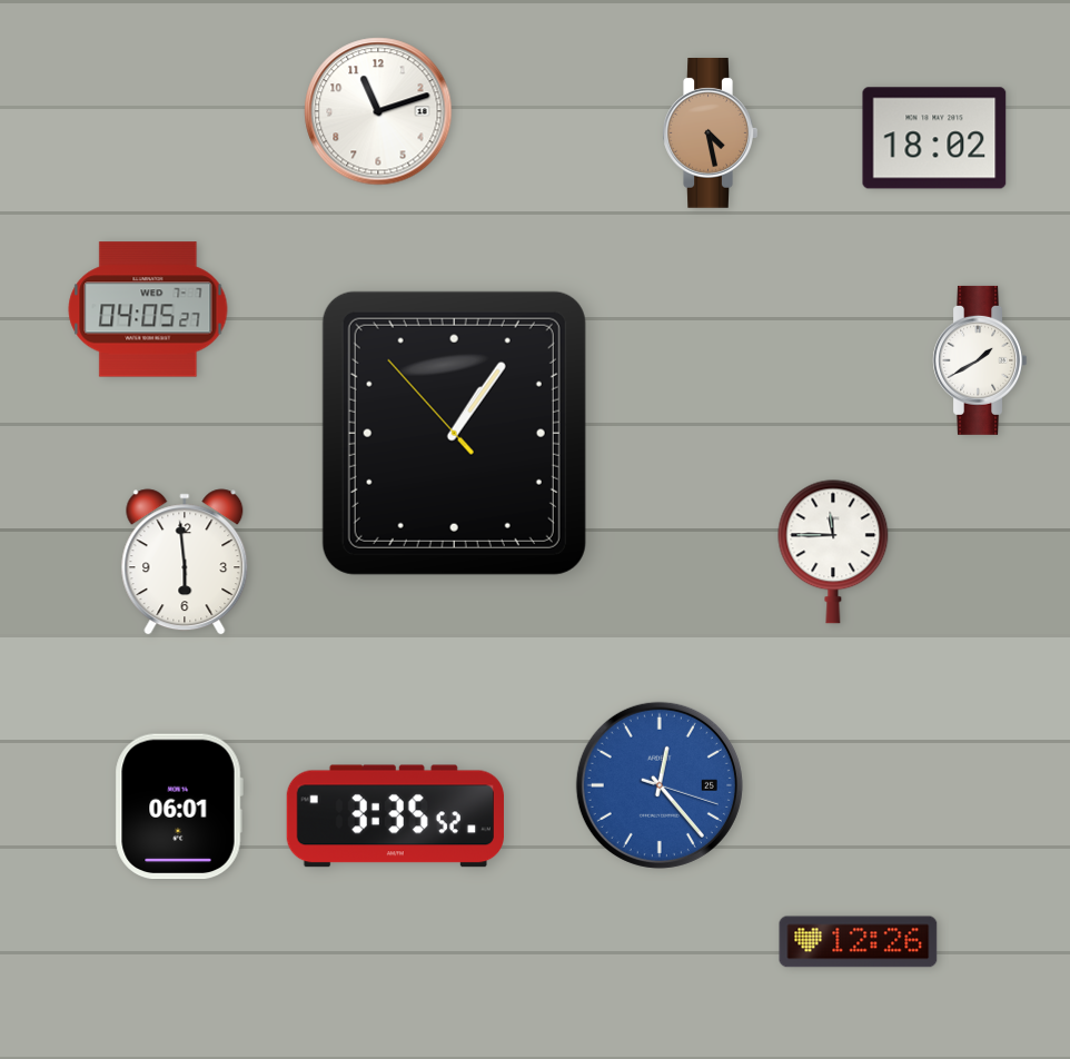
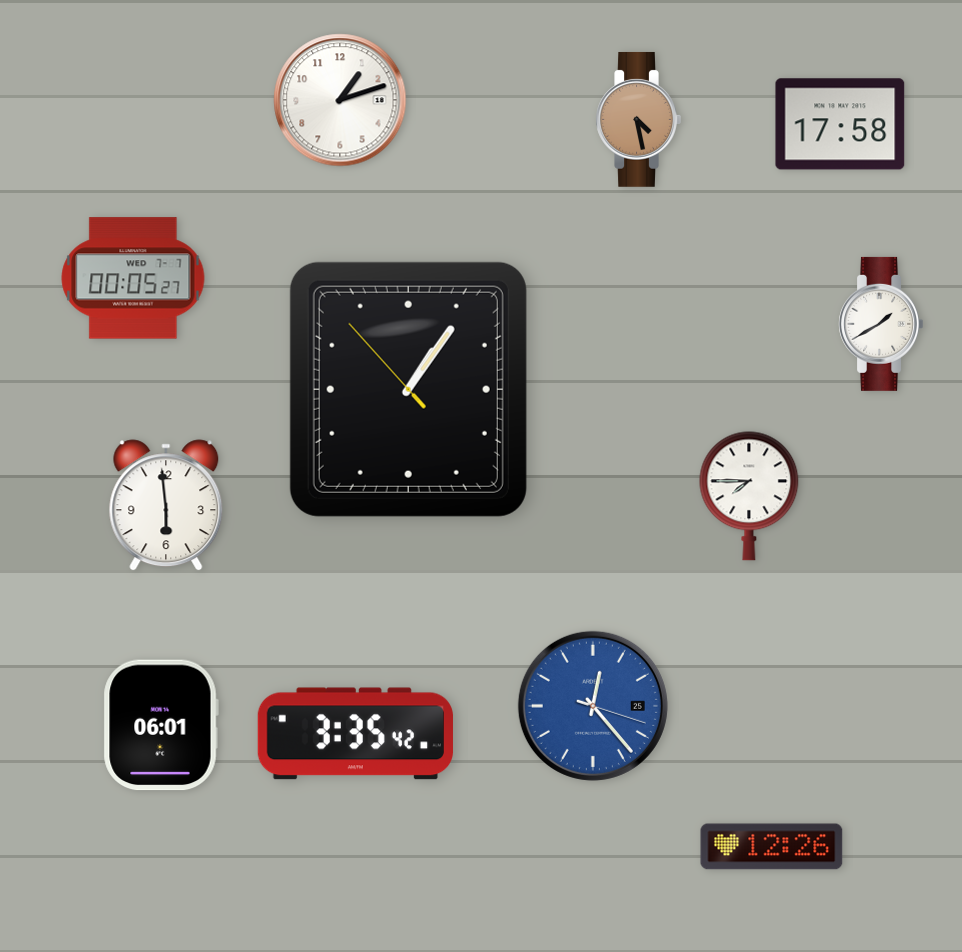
clock at (378, 111): 11:12 -> 1:12
clock at (934, 138): 18:02 -> 17:58
clock at (148, 309): 04:05 -> 00:05
clock at (833, 552): 11:45 -> 7:45
clock at (395, 816): 3:35:52 -> 3:35:42
